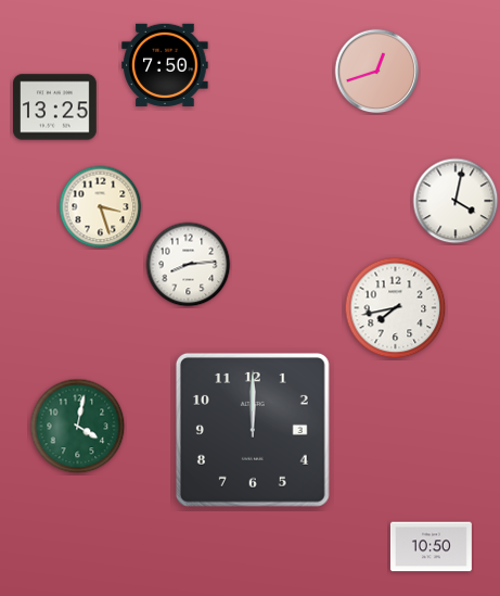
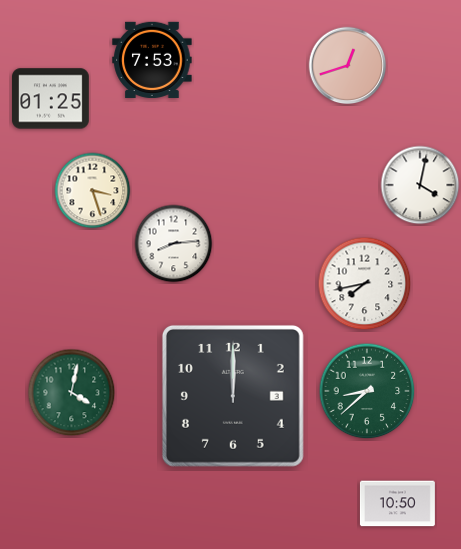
clock at (165, 65): 7:50 -> 7:53
clock at (55, 107): 13:25 -> 01:25
clock at (367, 391): none -> 8:38
